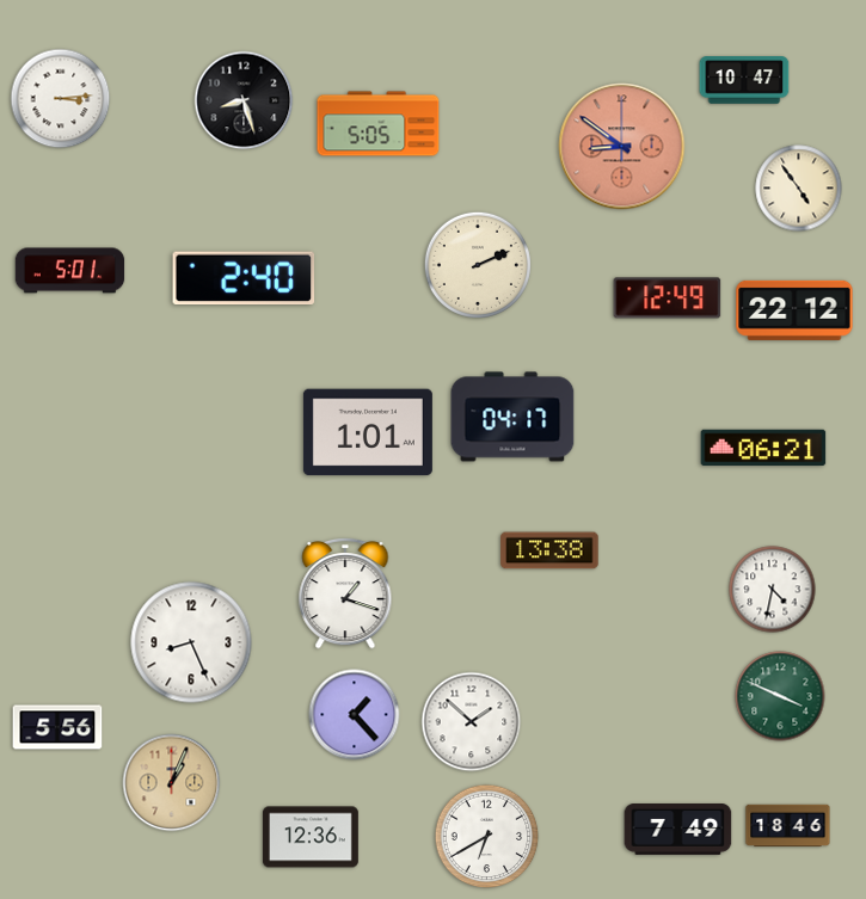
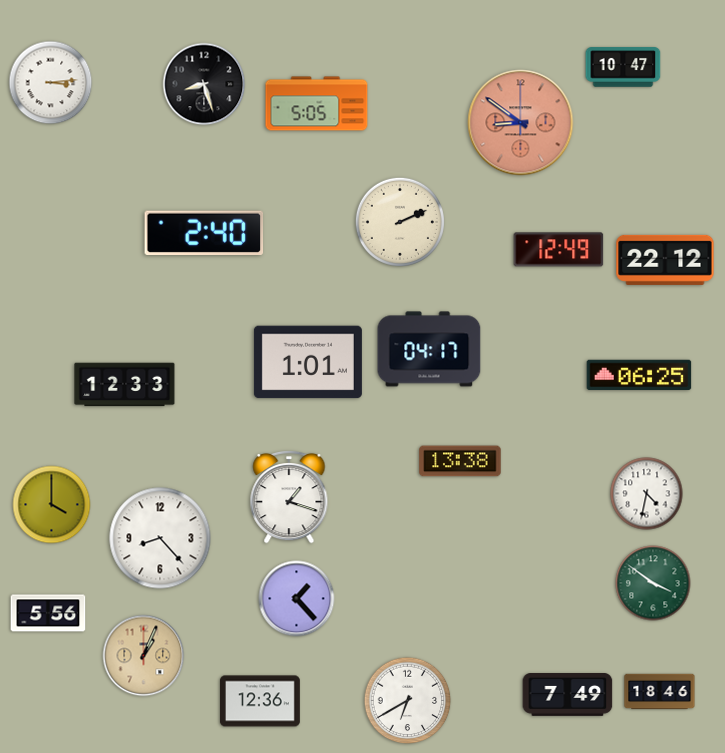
clock at (799, 189): 4:54 -> none
clock at (70, 271): 5:01 -> none
clock at (763, 448): 06:21 -> 06:25
clock at (125, 385): none -> 12:33
clock at (52, 505): none -> 4:00
clock at (191, 642): 8:26 -> 8:23
clock at (780, 696): 3:49 -> 3:51
clock at (472, 722): 1:52 -> none
clock at (57, 727) position: (57, 727) -> (48, 613)
